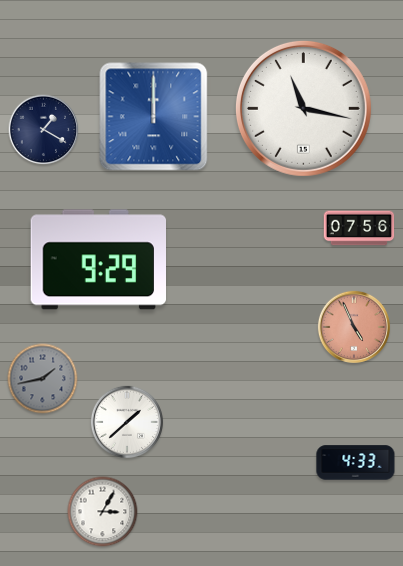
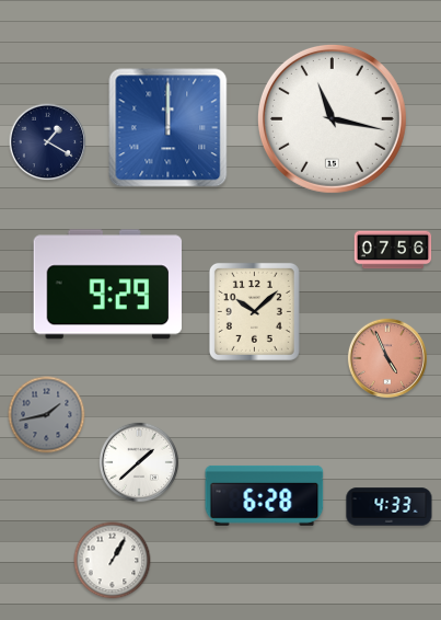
clock at (254, 311): none -> 10:08
clock at (265, 495): none -> 6:28
clock at (103, 512): 3:05 -> 1:05
